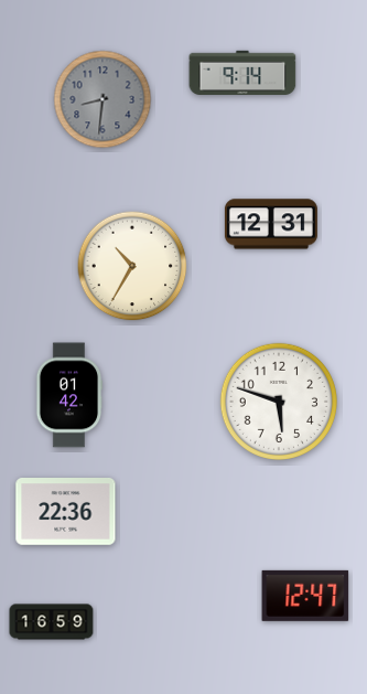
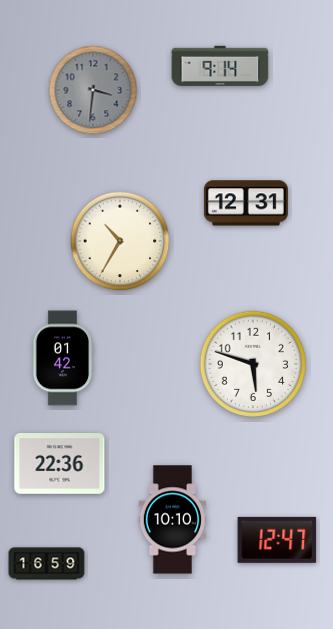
clock at (102, 99): 8:31 -> 3:31
clock at (173, 520): none -> 10:10
